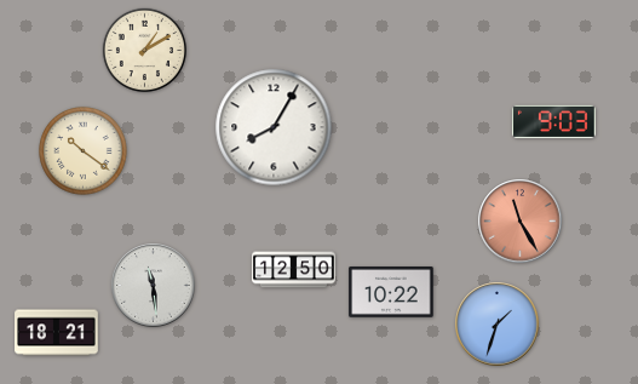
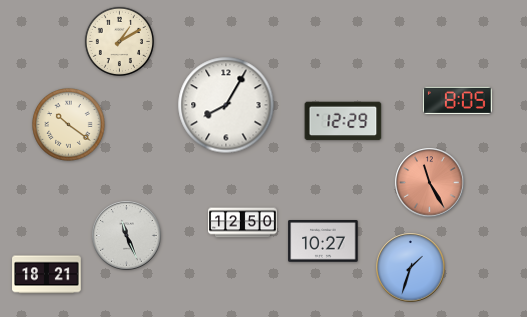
clock at (553, 121): 9:03 -> 8:05
clock at (343, 121): none -> 12:29
clock at (154, 286): 11:29 -> 11:26
clock at (391, 292): 10:22 -> 10:27
